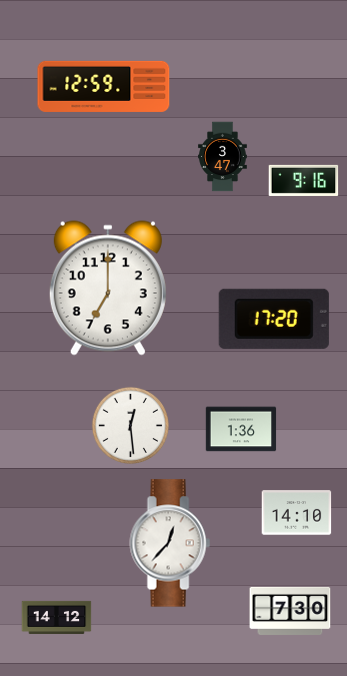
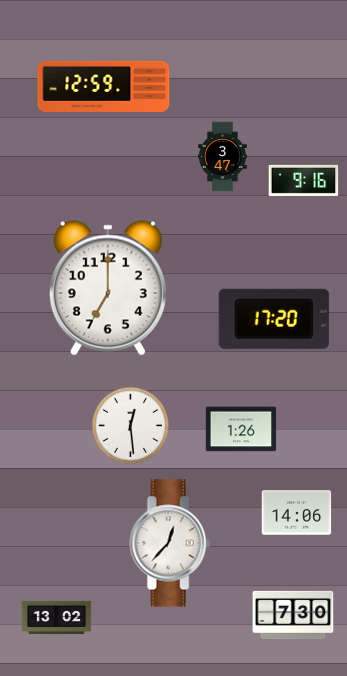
clock at (241, 429): 1:36 -> 1:26
clock at (297, 513): 14:10 -> 14:06
clock at (290, 611) position: (290, 611) -> (293, 615)
clock at (57, 617): 14:12 -> 13:02
